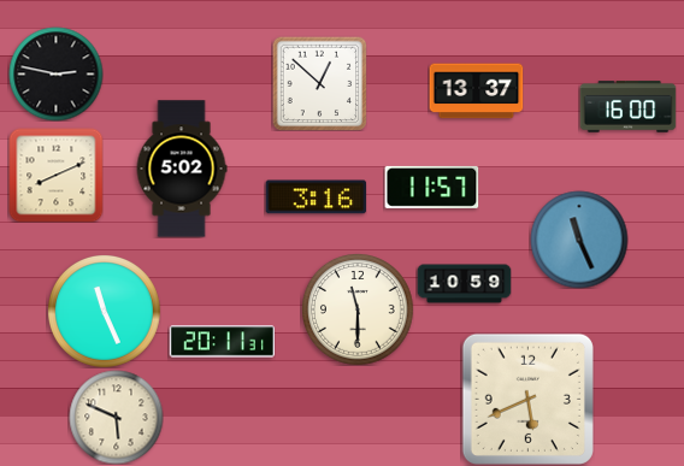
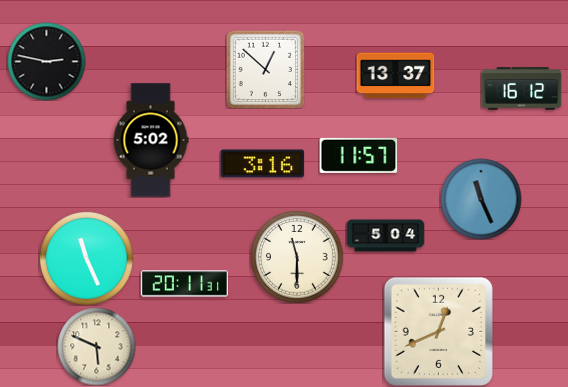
clock at (627, 107): 16:00 -> 16:12
clock at (55, 175): 8:11 -> none
clock at (464, 284): 10:59 -> 5:04
clock at (527, 399): 5:41 -> 12:41
